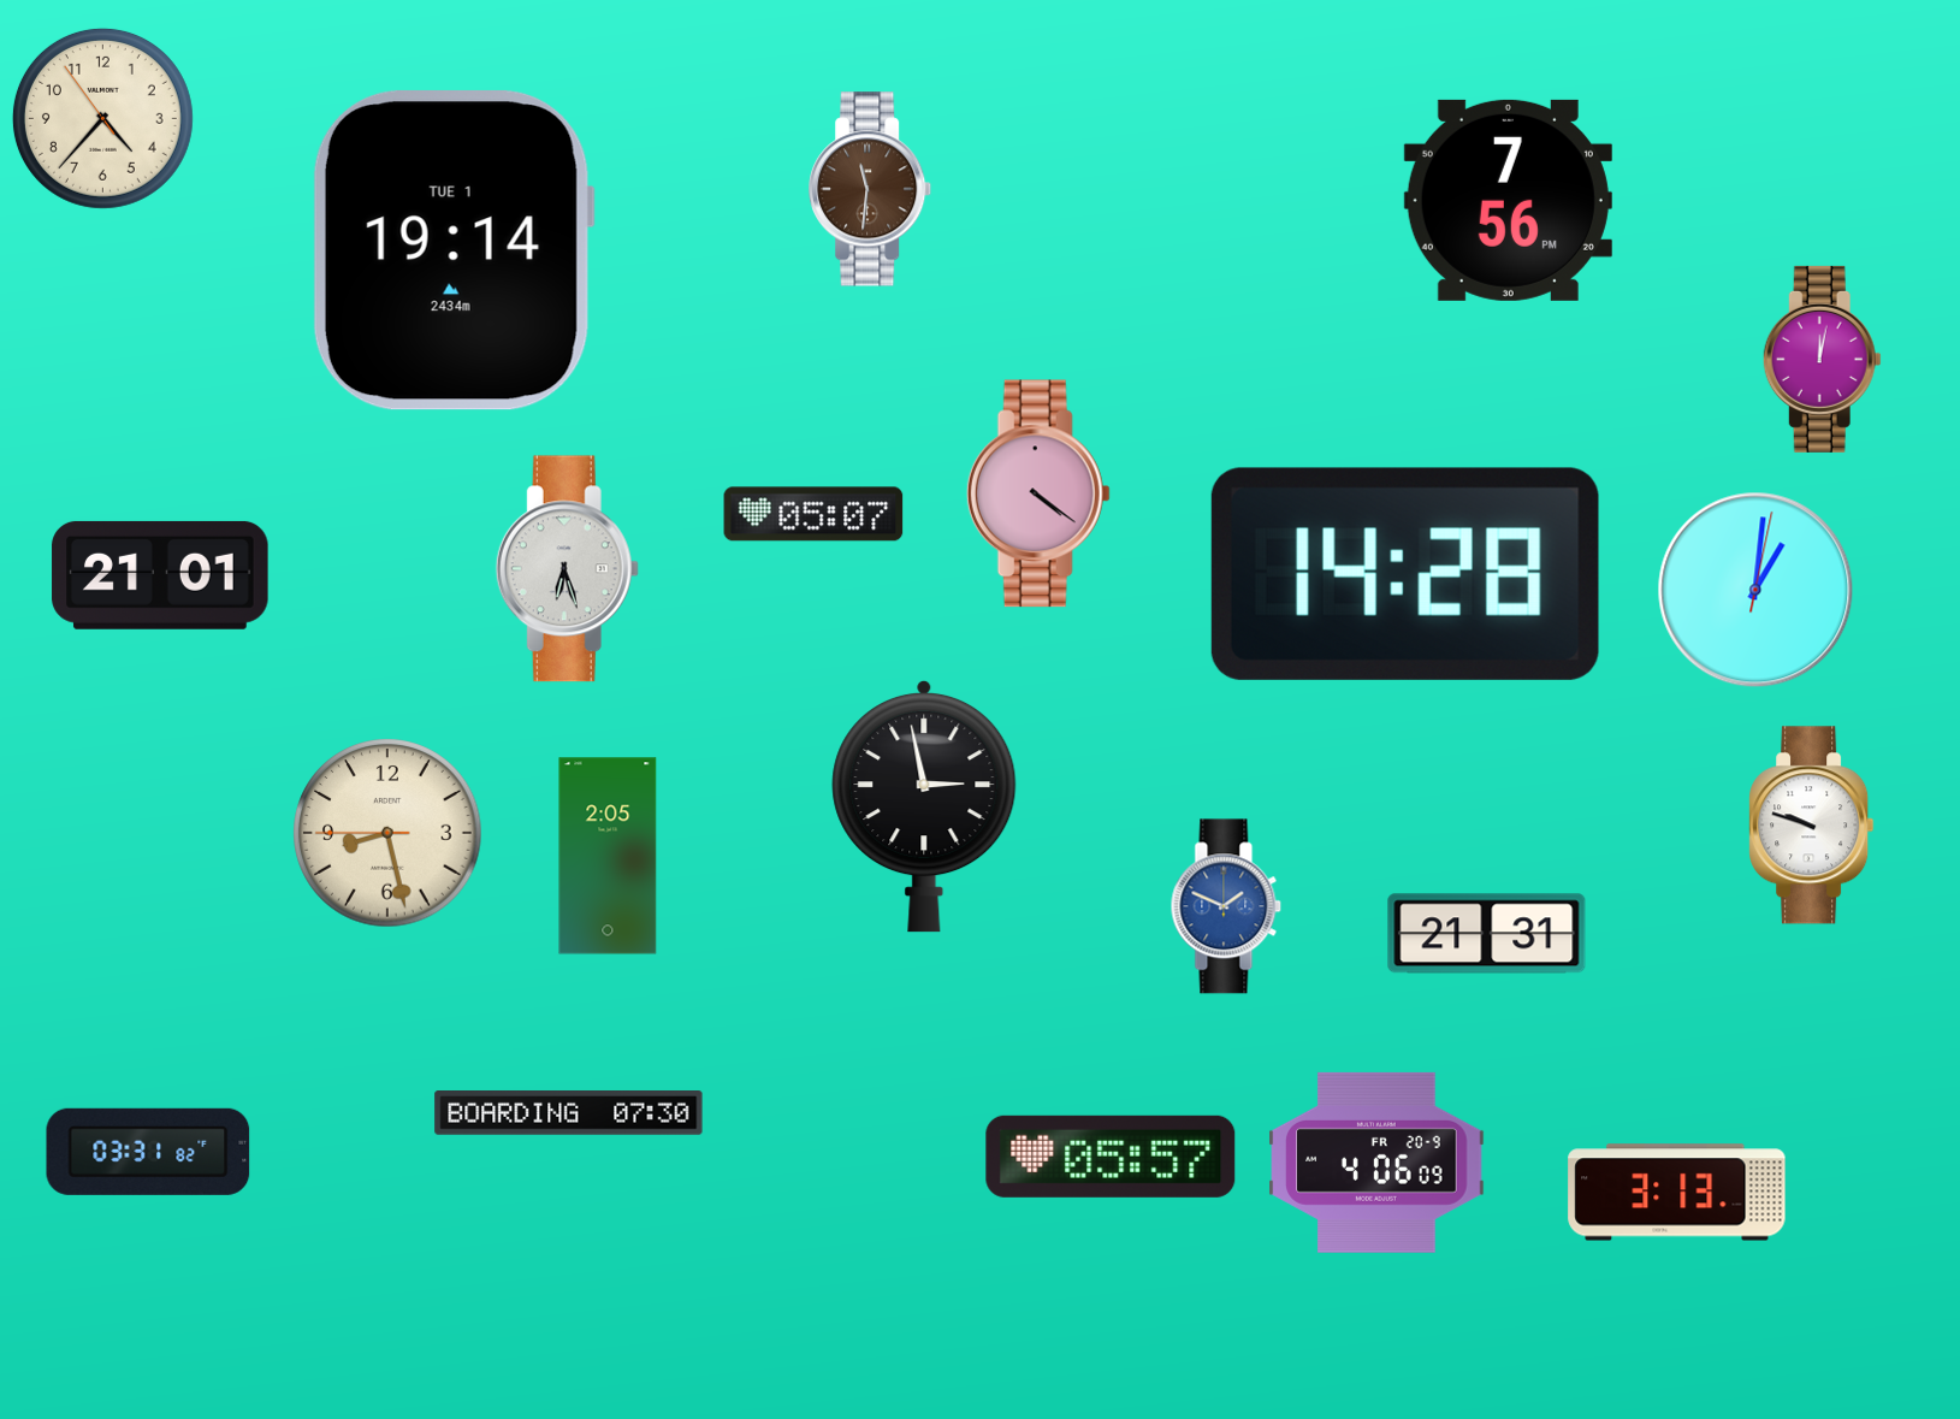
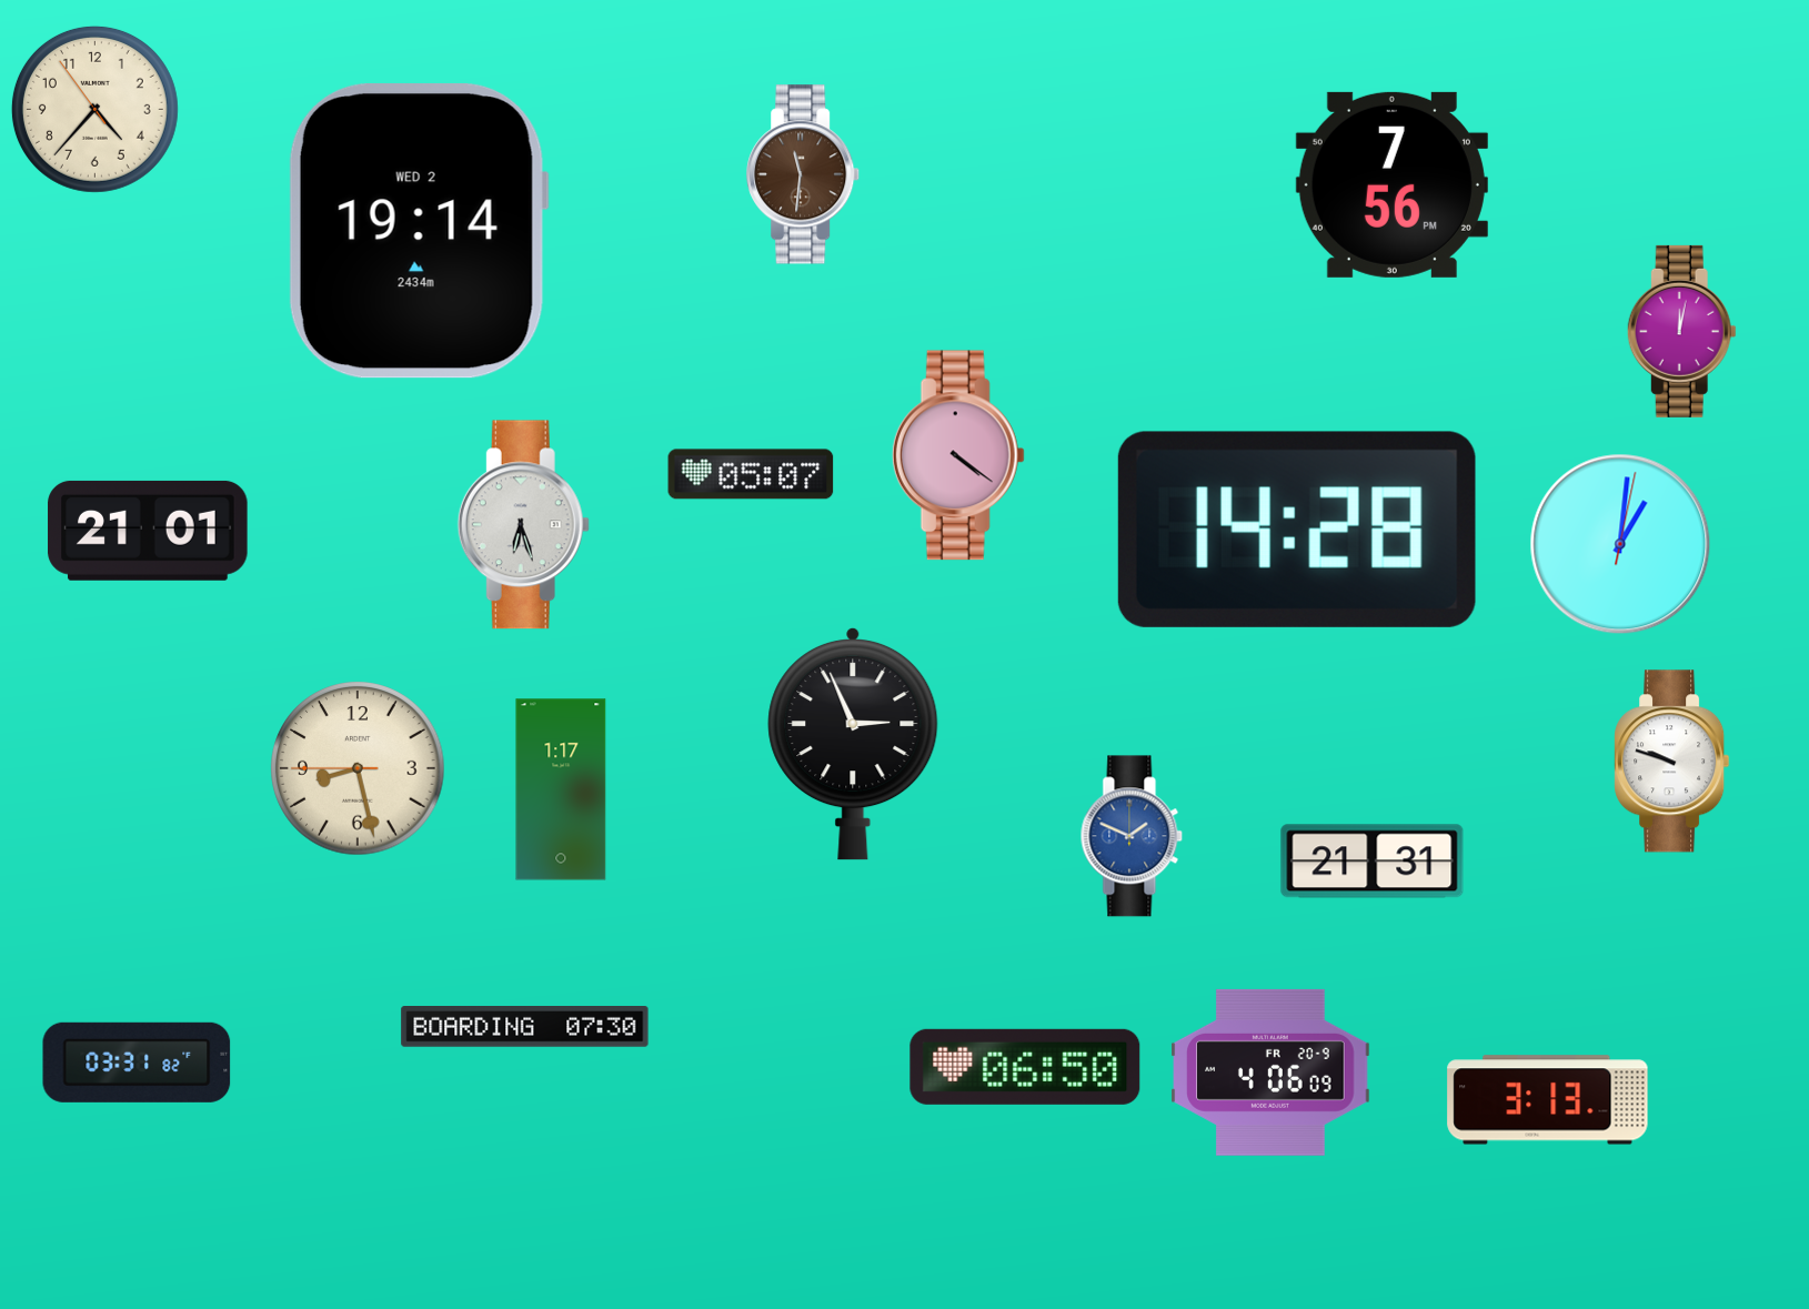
clock at (454, 250) date: TUE 1 -> WED 2
clock at (924, 806): 2:58 -> 2:56
clock at (608, 856): 2:05 -> 1:17
clock at (1111, 1157): 05:57 -> 06:50
